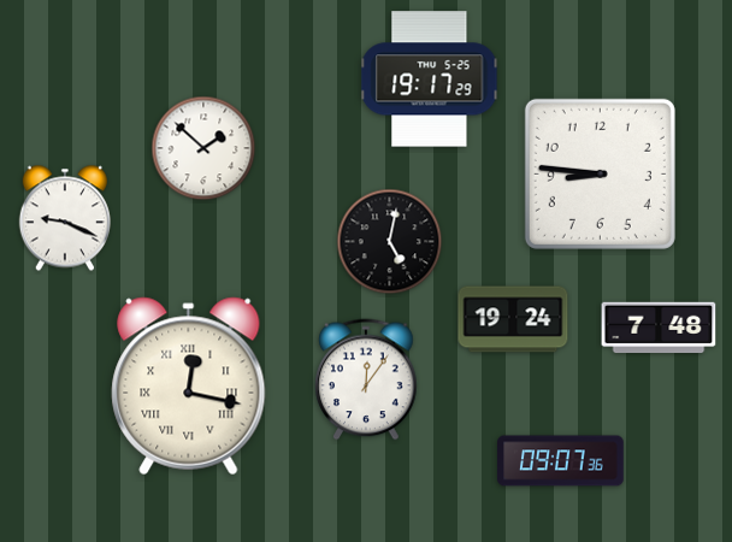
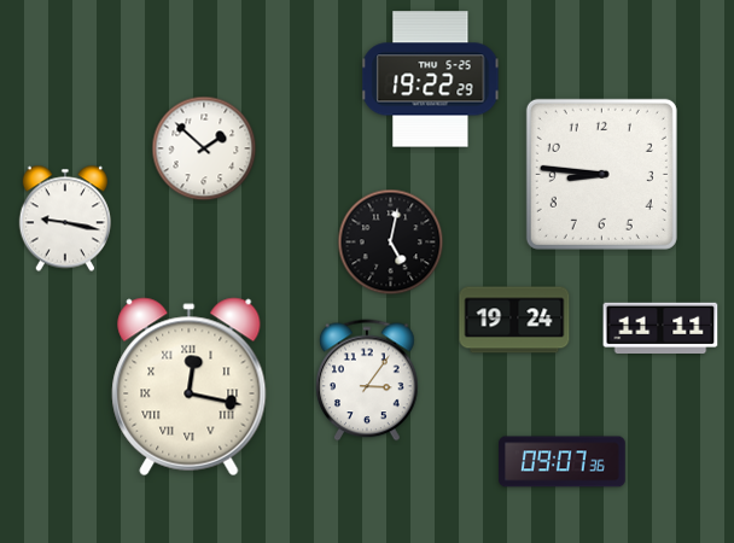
clock at (430, 79): 19:17 -> 19:22
clock at (64, 218): 9:19 -> 9:17
clock at (659, 326): 7:48 -> 11:11
clock at (366, 379): 12:06 -> 3:06
